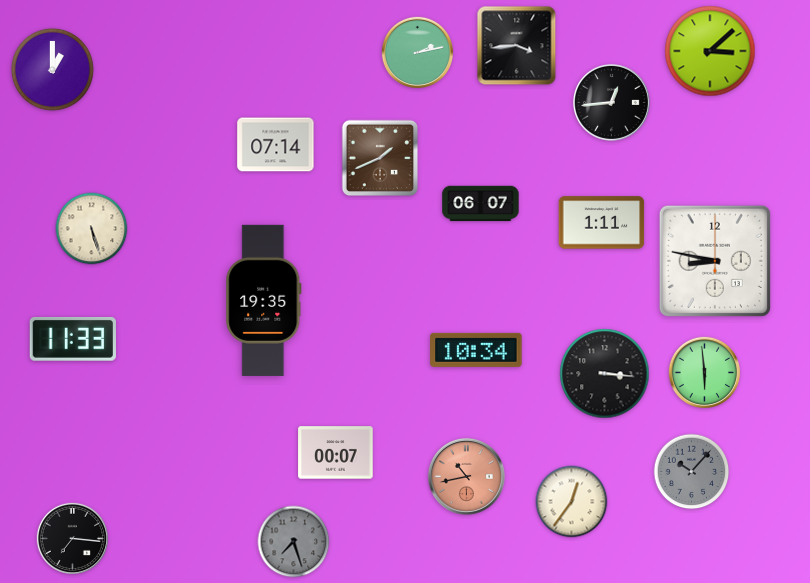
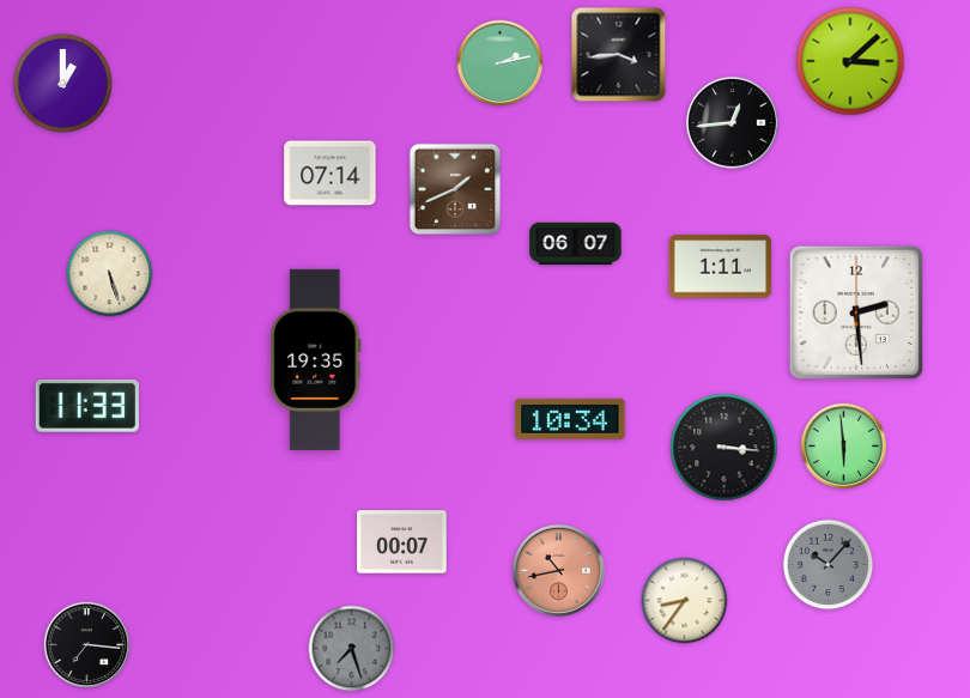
clock at (715, 261): 8:47 -> 2:29
clock at (572, 502): 12:36 -> 8:36
